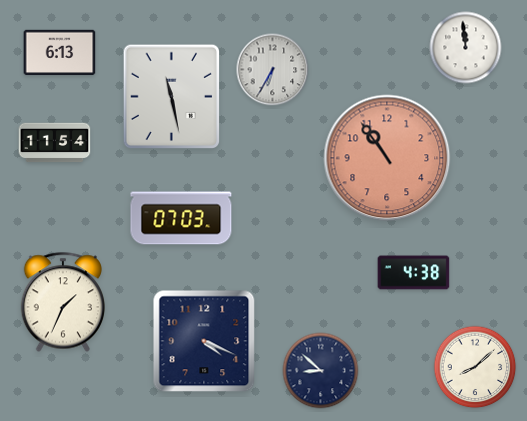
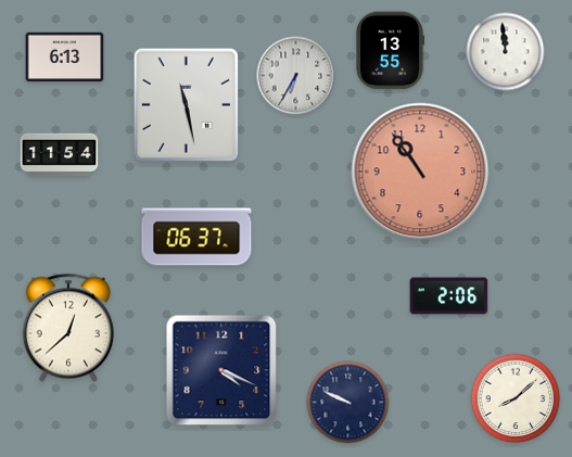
clock at (389, 51): none -> 13:55
clock at (181, 218): 07:03 -> 06:37
clock at (414, 273): 4:38 -> 2:06
clock at (62, 302): 1:34 -> 12:38
clock at (321, 371): 8:52 -> 9:49
